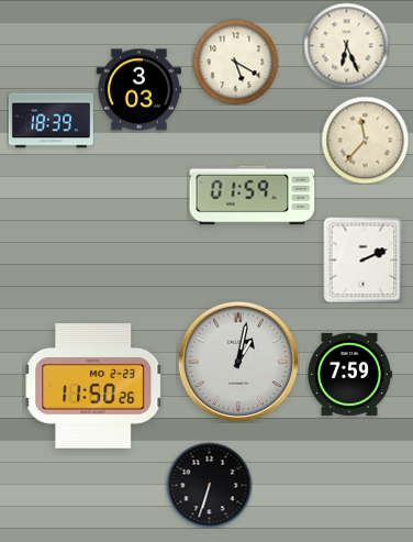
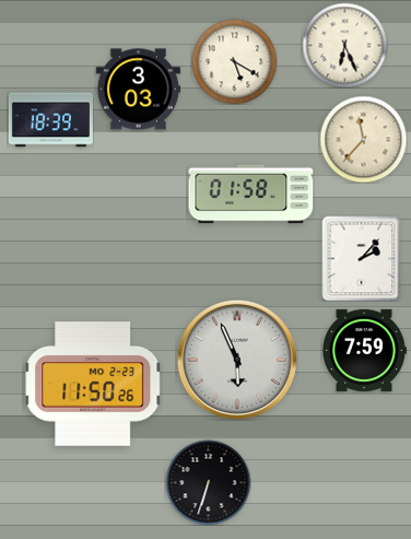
clock at (253, 196): 01:59 -> 01:58
clock at (364, 259): 2:11 -> 2:07
clock at (238, 362): 1:02 -> 5:56
clock at (350, 374) position: (350, 374) -> (365, 350)
